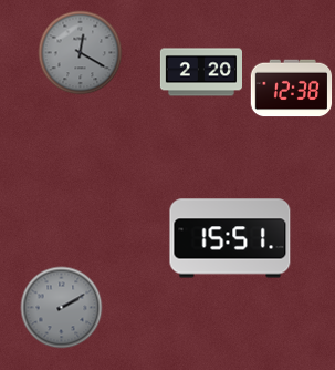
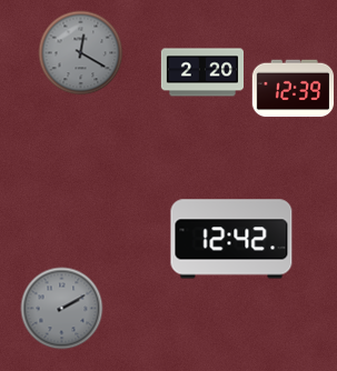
clock at (292, 89): 12:38 -> 12:39
clock at (230, 238): 15:51 -> 12:42
